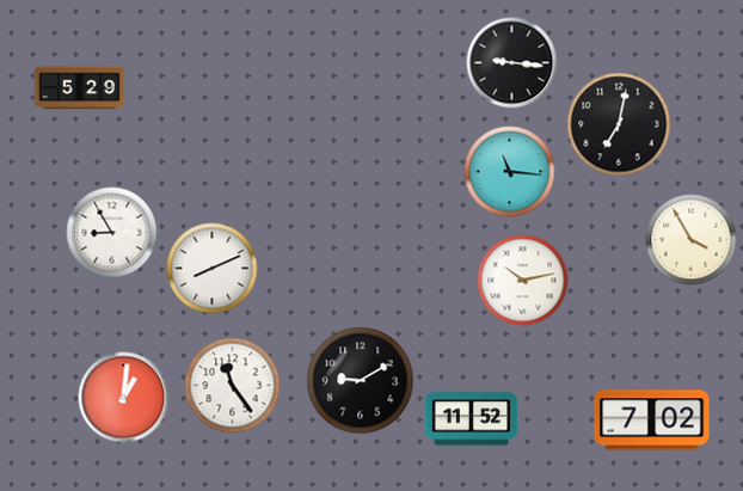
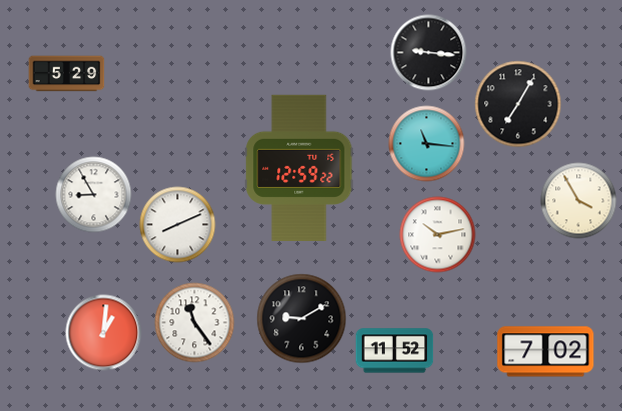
clock at (619, 124): 7:02 -> 7:05
clock at (299, 167): none -> 12:59
